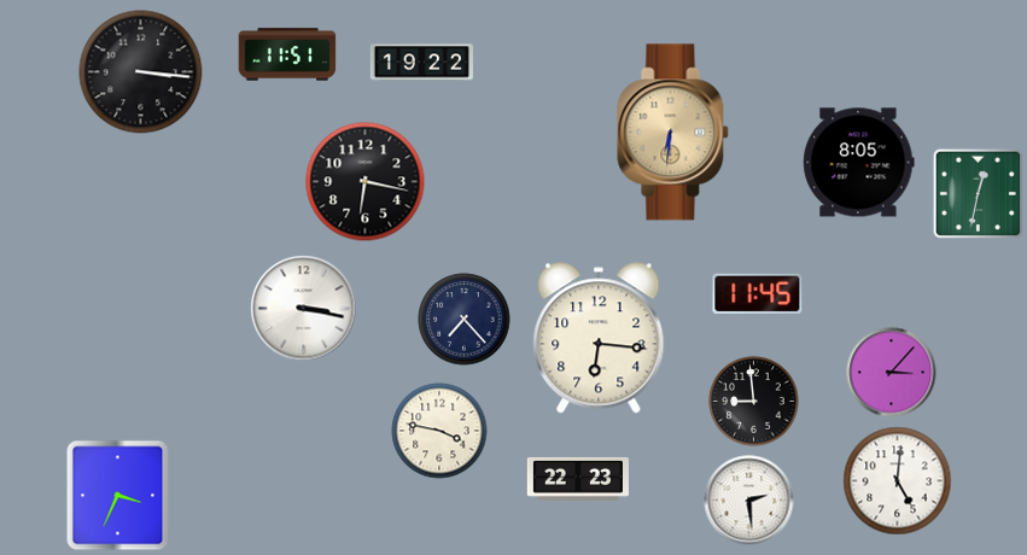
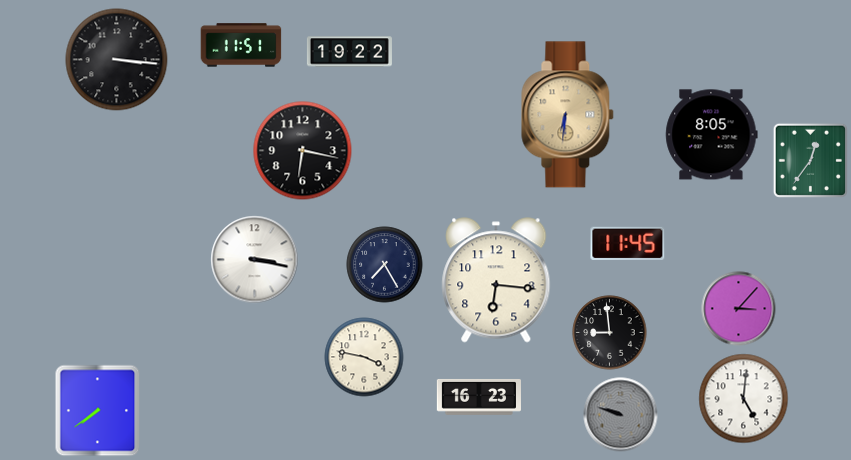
clock at (287, 54) position: (287, 54) -> (241, 45)
clock at (673, 133) position: (673, 133) -> (568, 115)
clock at (978, 193): 12:32 -> 12:36
clock at (304, 309) position: (304, 309) -> (255, 260)
clock at (465, 320): 7:23 -> 7:25
clock at (754, 402) position: (754, 402) -> (610, 333)
clock at (578, 479): 22:23 -> 16:23
clock at (118, 496): 3:34 -> 7:39
clock at (749, 501): 2:29 -> 9:48
clock at (749, 501) dial: white -> grey
